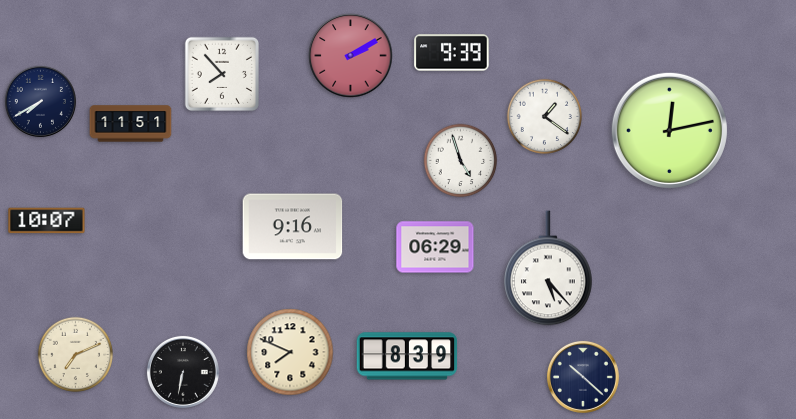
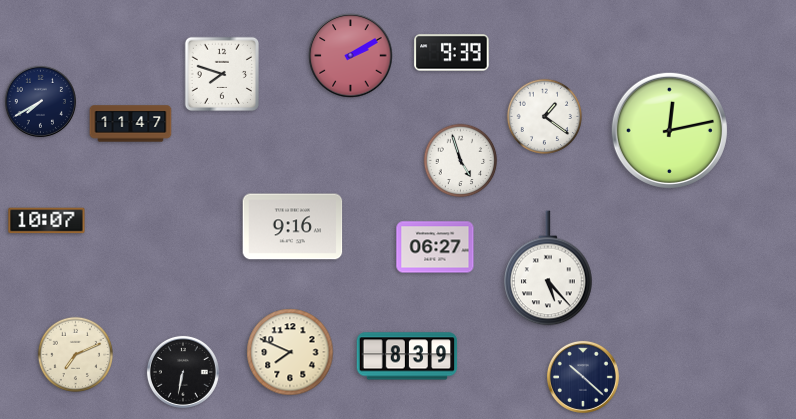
clock at (221, 73): 7:53 -> 7:48
clock at (131, 124): 11:51 -> 11:47
clock at (435, 247): 06:29 -> 06:27
